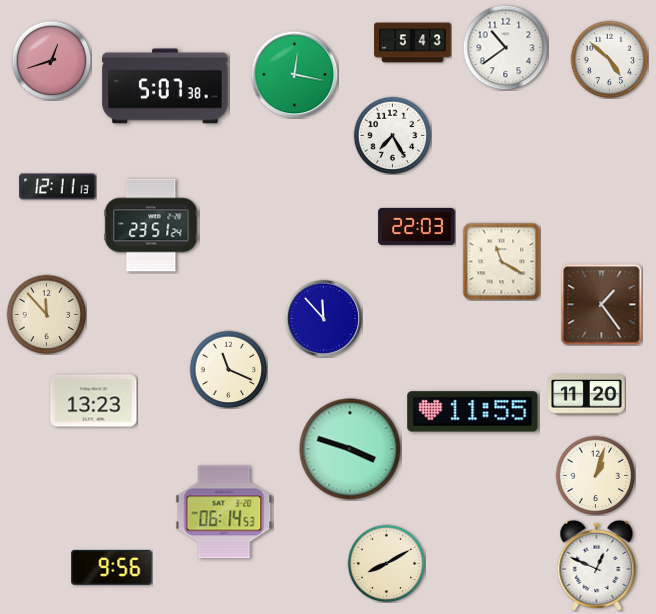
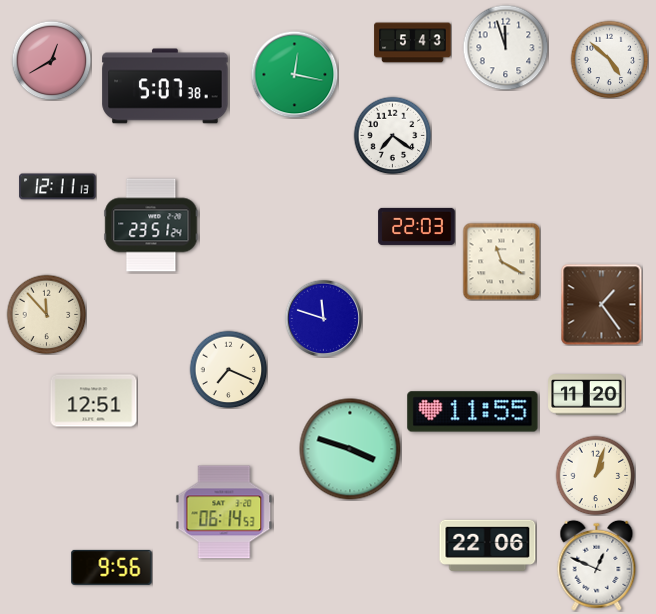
clock at (505, 47): 10:39 -> 11:57
clock at (51, 60): 12:42 -> 12:40
clock at (392, 135): 7:25 -> 7:21
clock at (323, 318): 11:53 -> 11:48
clock at (228, 369): 11:19 -> 7:19
clock at (94, 401): 13:23 -> 12:51
clock at (488, 545): none -> 22:06
clock at (386, 563): 8:10 -> none
